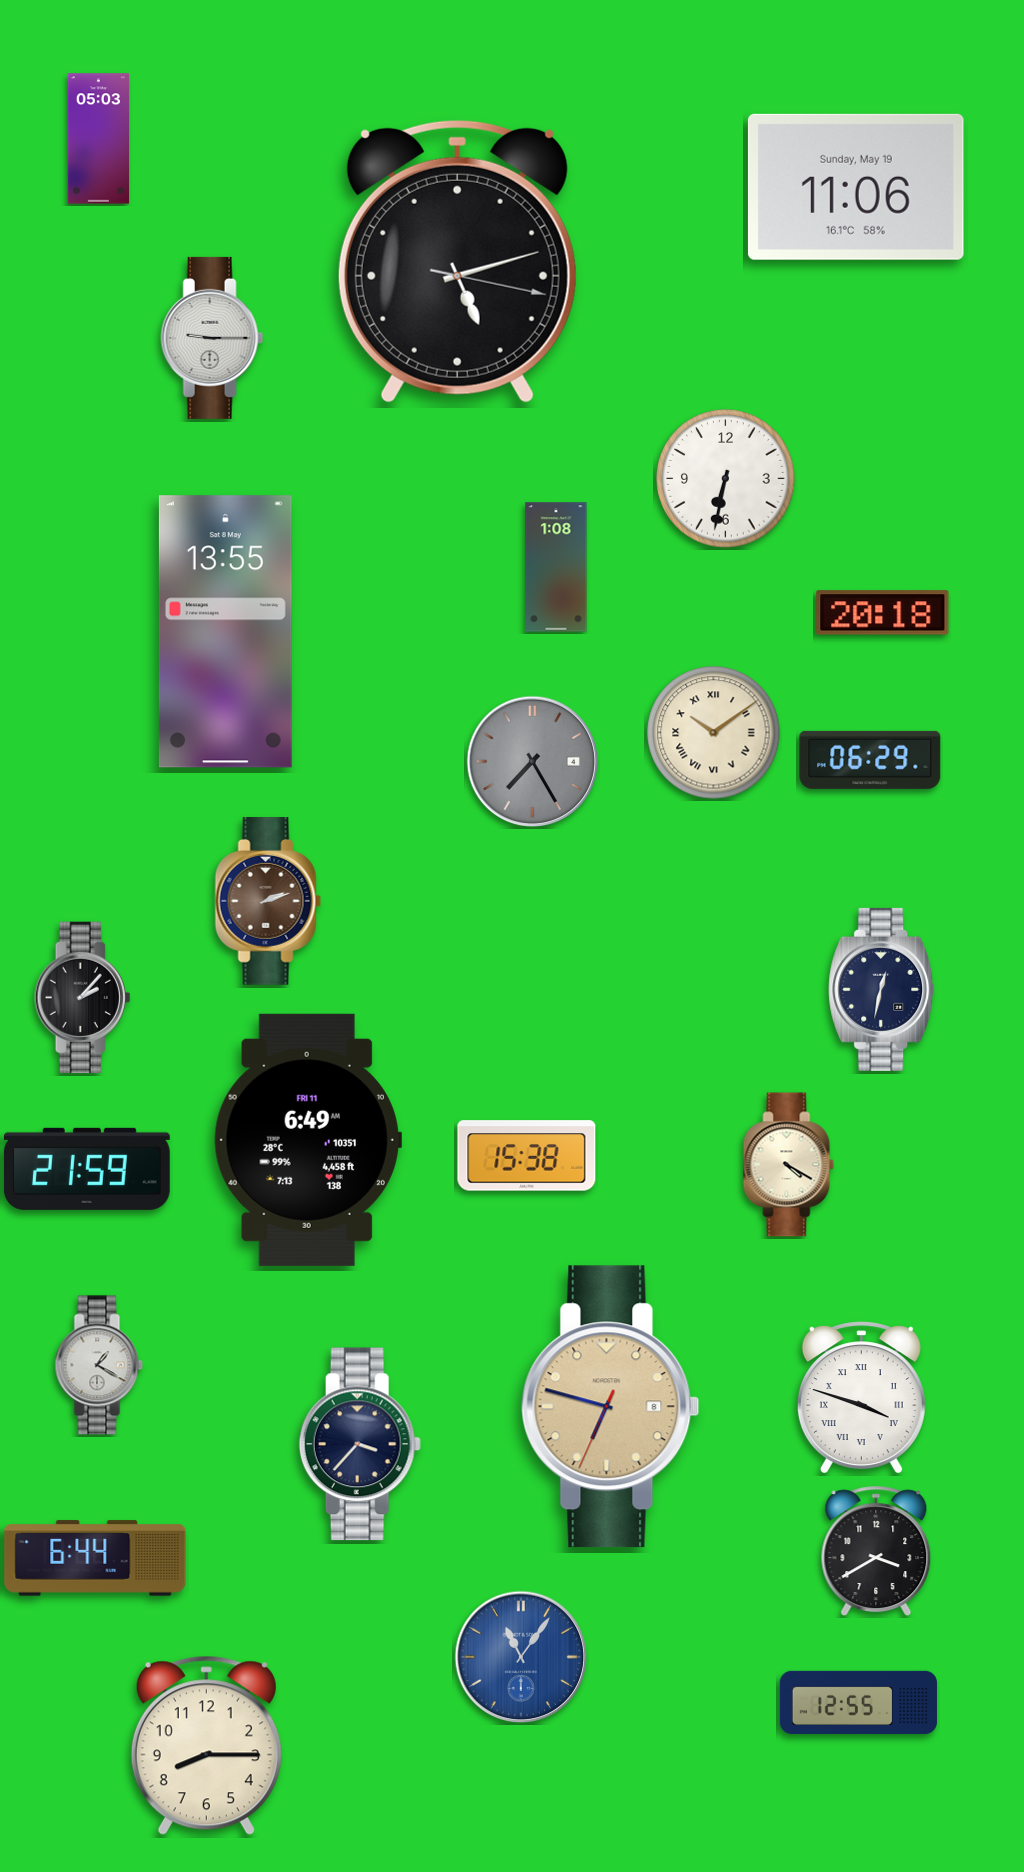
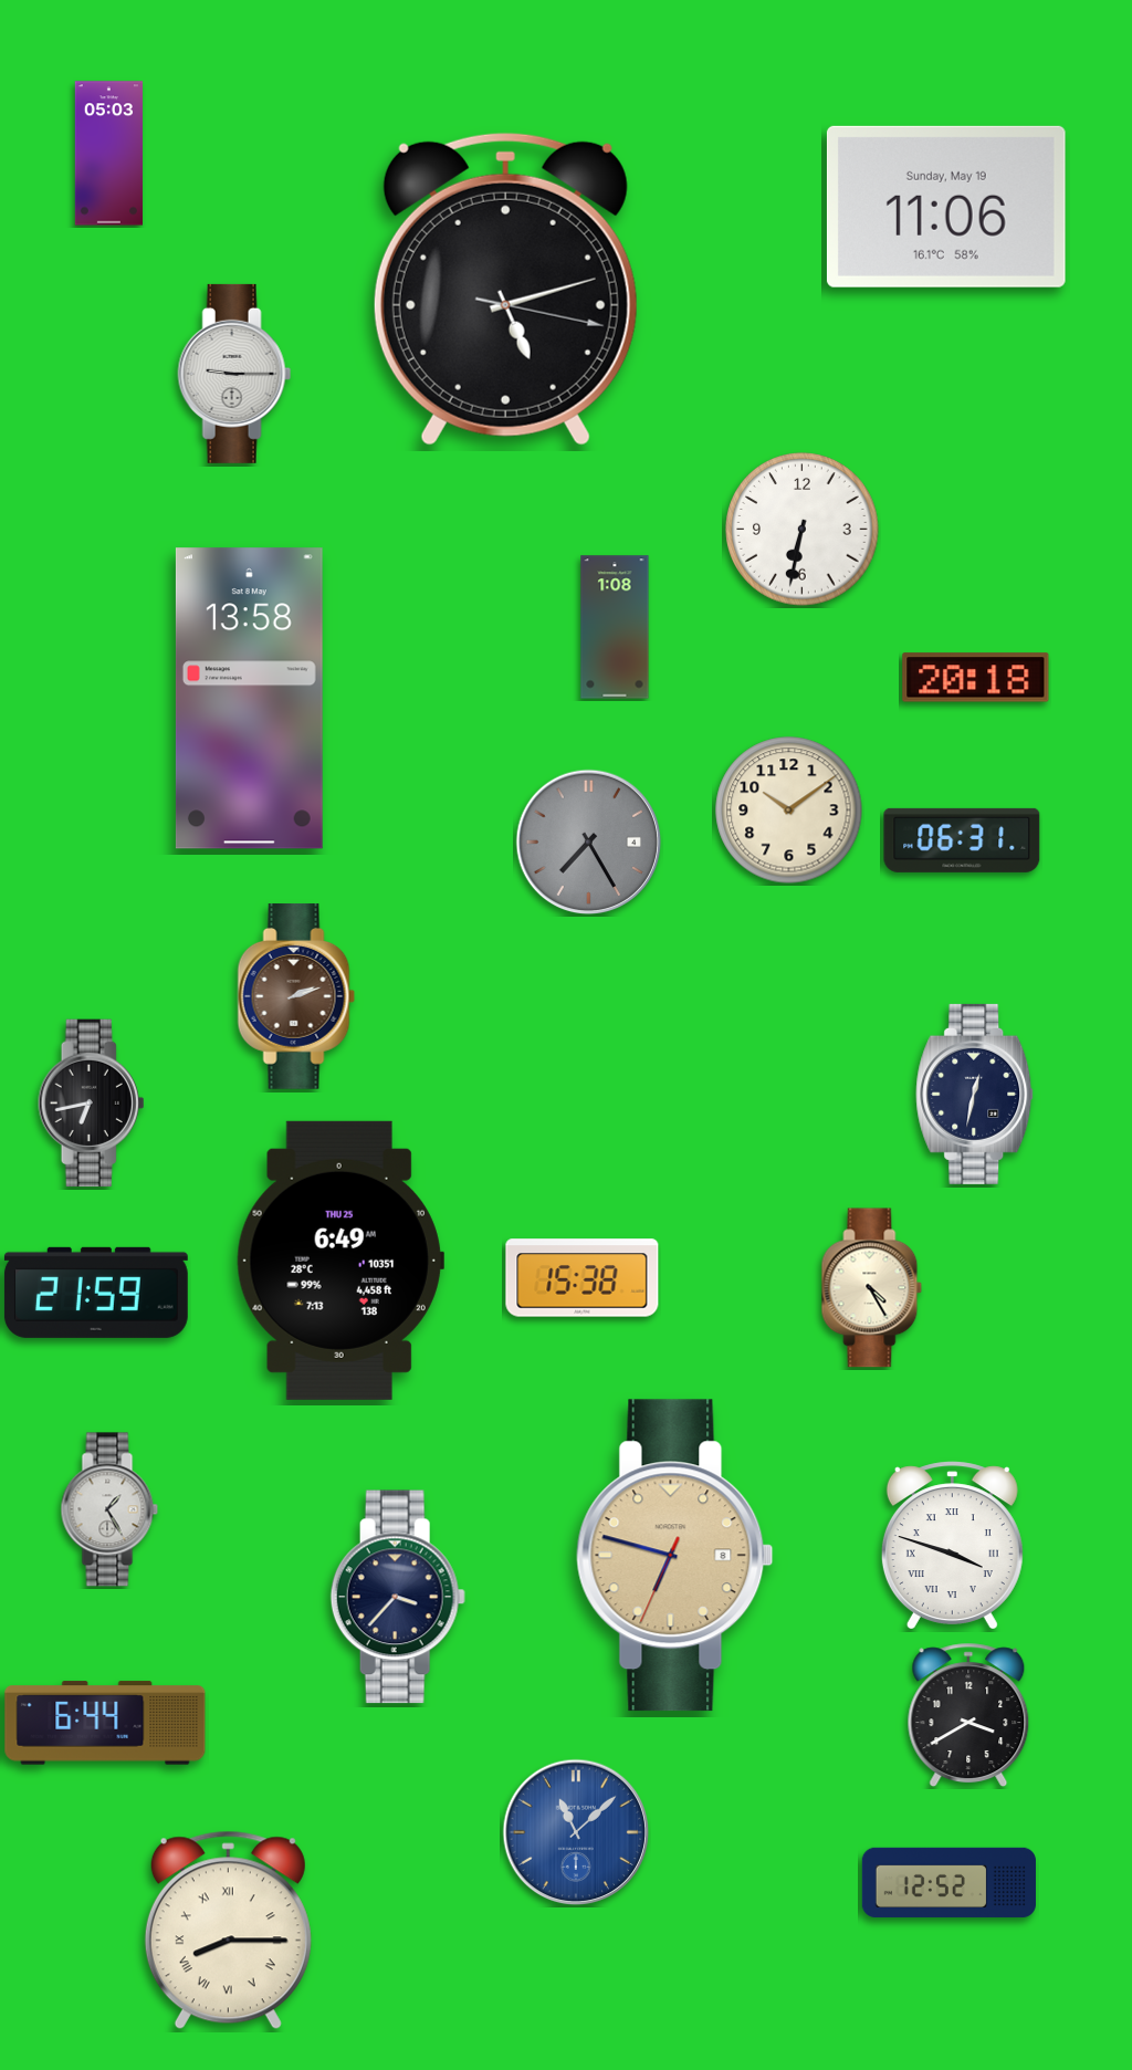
clock at (225, 632): 13:55 -> 13:58
clock at (714, 733) numerals: Roman -> Arabic
clock at (870, 760): 06:29 -> 06:31
clock at (83, 998): 2:07 -> 6:43
clock at (308, 1140) date: FRI 11 -> THU 25
clock at (789, 1165): 4:20 -> 4:25
clock at (99, 1365): 1:20 -> 1:25
clock at (521, 1657): 11:06 -> 11:08
clock at (858, 1702): 12:55 -> 12:52
clock at (206, 1746) numerals: Arabic -> Roman
